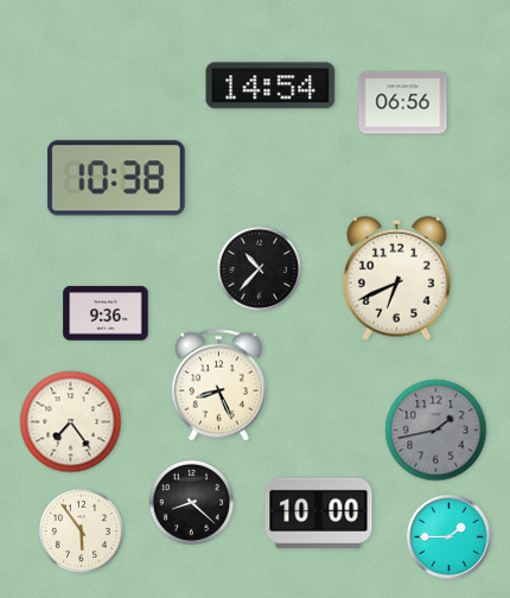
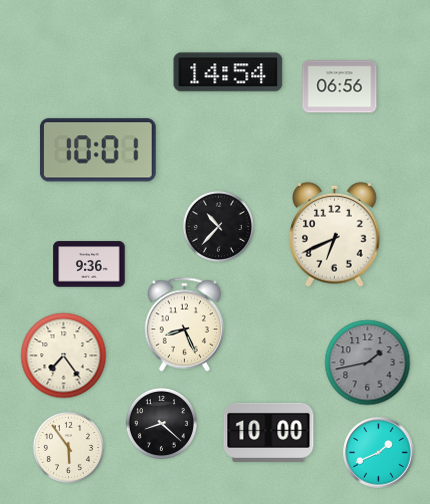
clock at (116, 178): 10:38 -> 10:01
clock at (71, 422) position: (71, 422) -> (64, 356)
clock at (450, 537): 1:45 -> 1:41
